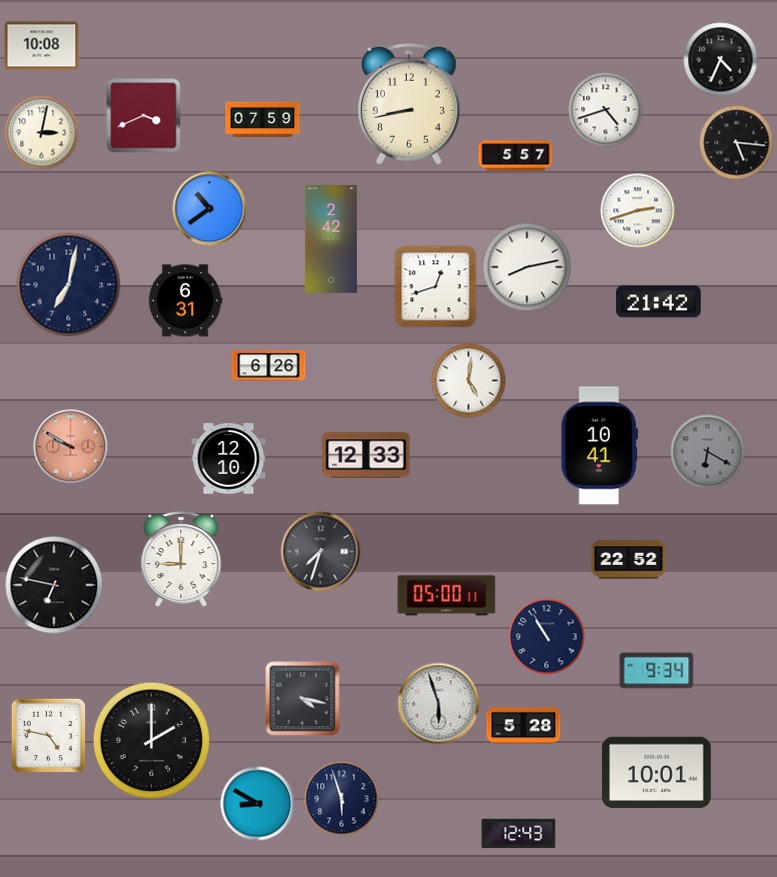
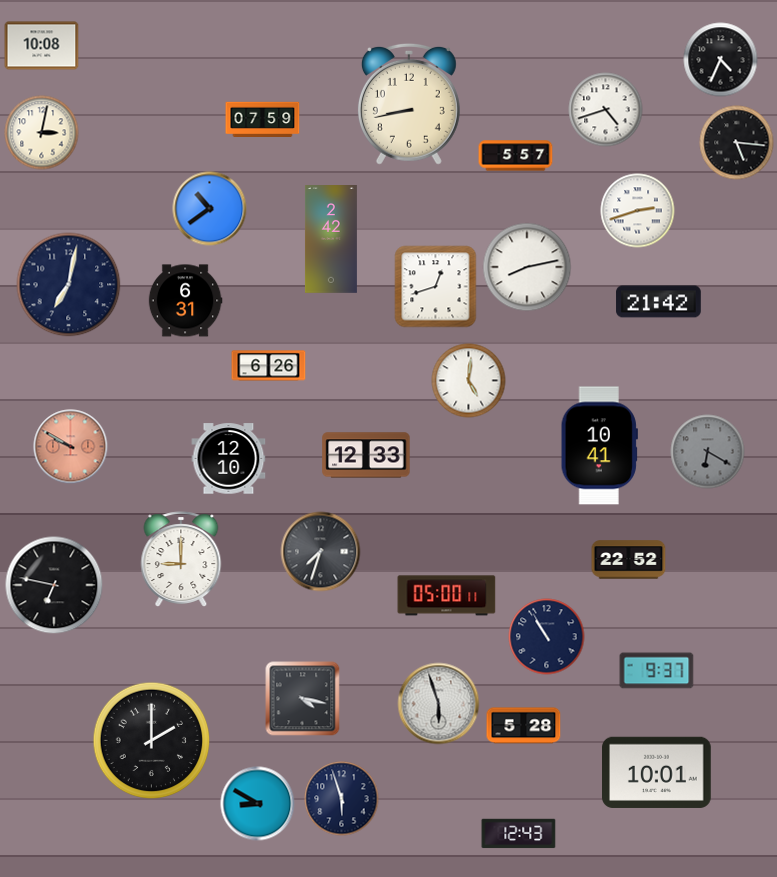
clock at (144, 116): 3:41 -> none
clock at (657, 671): 9:34 -> 9:37
clock at (49, 736): 4:47 -> none
